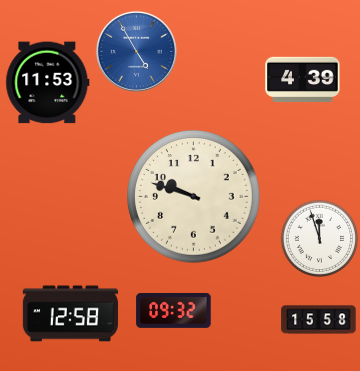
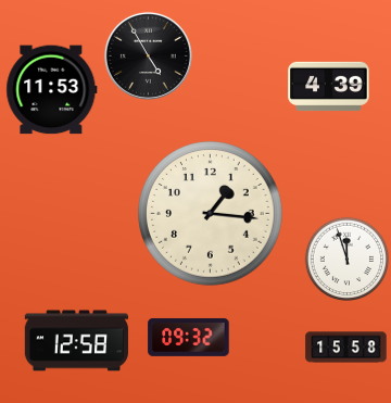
clock at (136, 51) dial: blue -> black
clock at (194, 197): 9:48 -> 1:16
